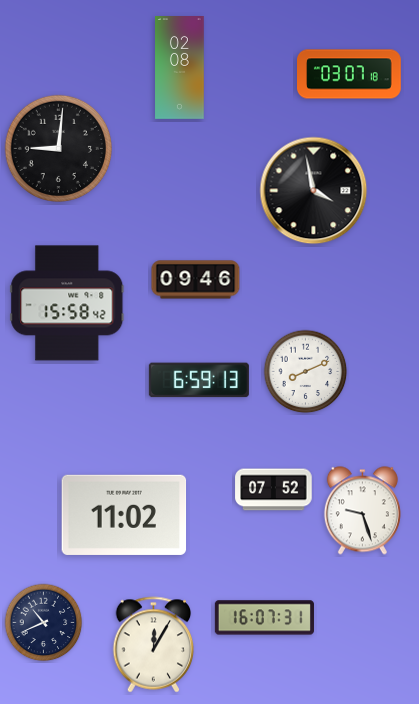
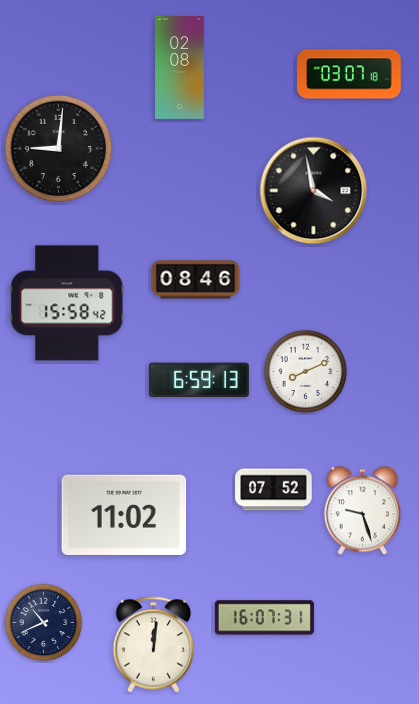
clock at (196, 280): 09:46 -> 08:46
clock at (154, 645): 12:05 -> 12:01
